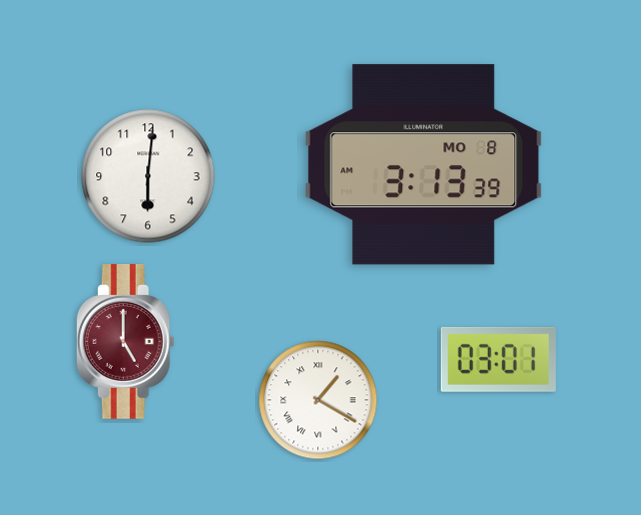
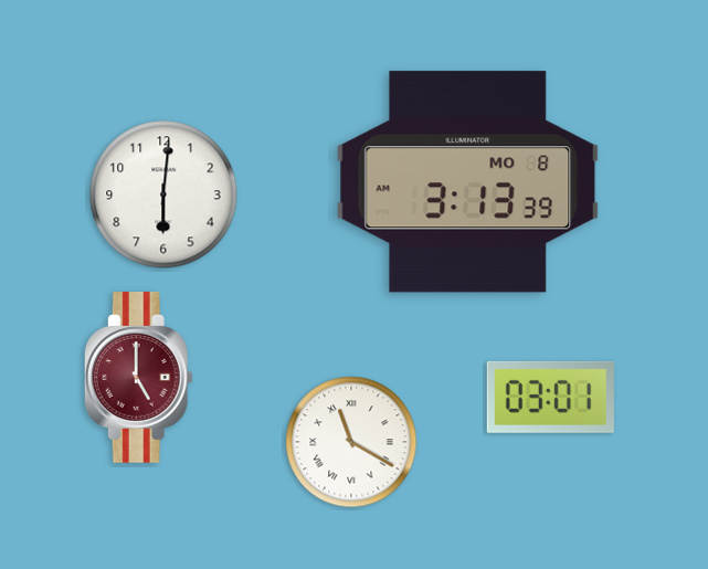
clock at (318, 400): 1:20 -> 11:20
